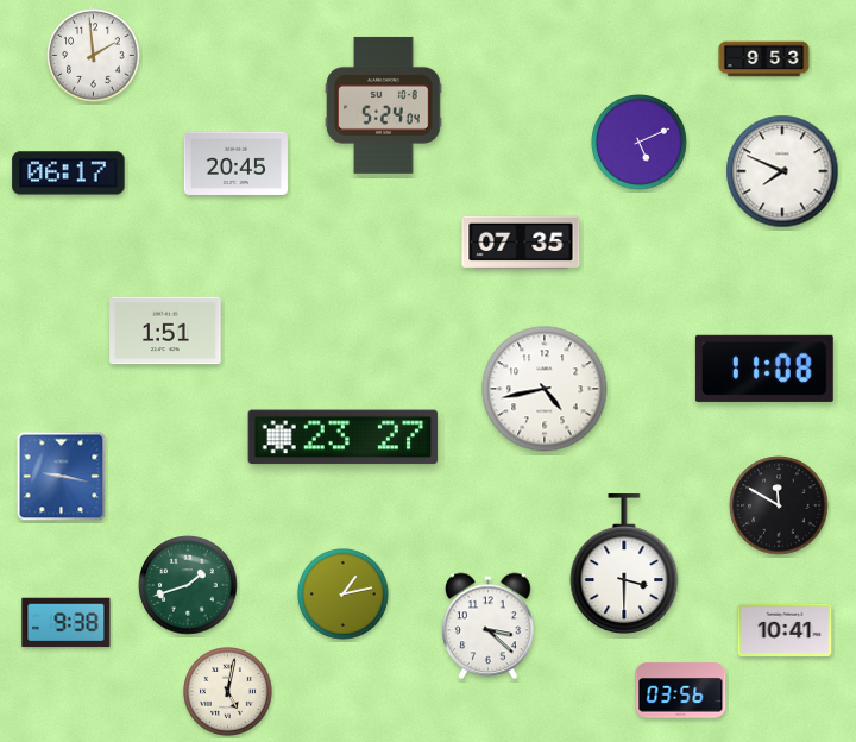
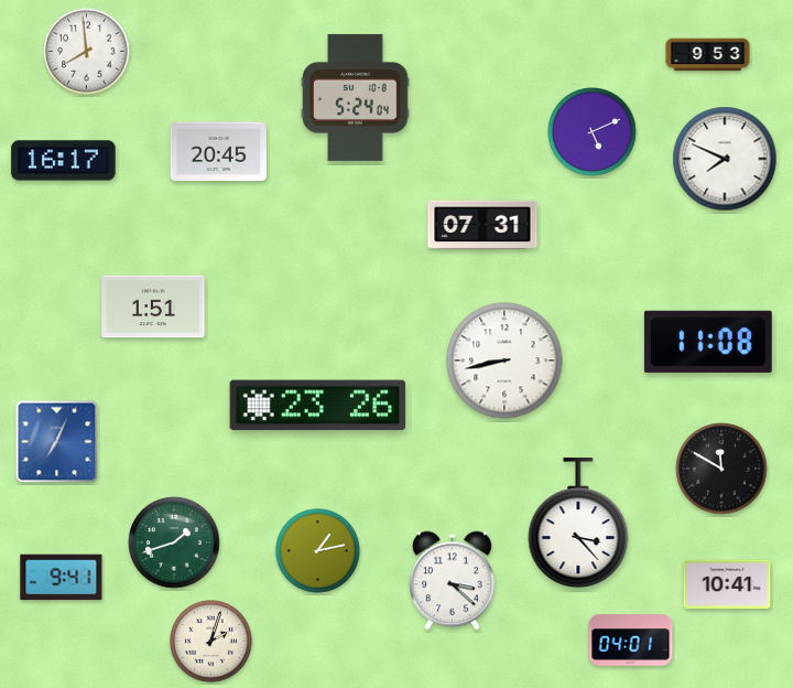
clock at (94, 56): 1:59 -> 7:59
clock at (69, 174): 06:17 -> 16:17
clock at (521, 243): 07:35 -> 07:31
clock at (545, 389): 4:43 -> 8:43
clock at (344, 438): 23:27 -> 23:26
clock at (62, 477): 9:17 -> 7:04
clock at (624, 565): 3:30 -> 3:23
clock at (67, 623): 9:38 -> 9:41
clock at (681, 691): 03:56 -> 04:01
clock at (228, 692): 5:02 -> 2:03
